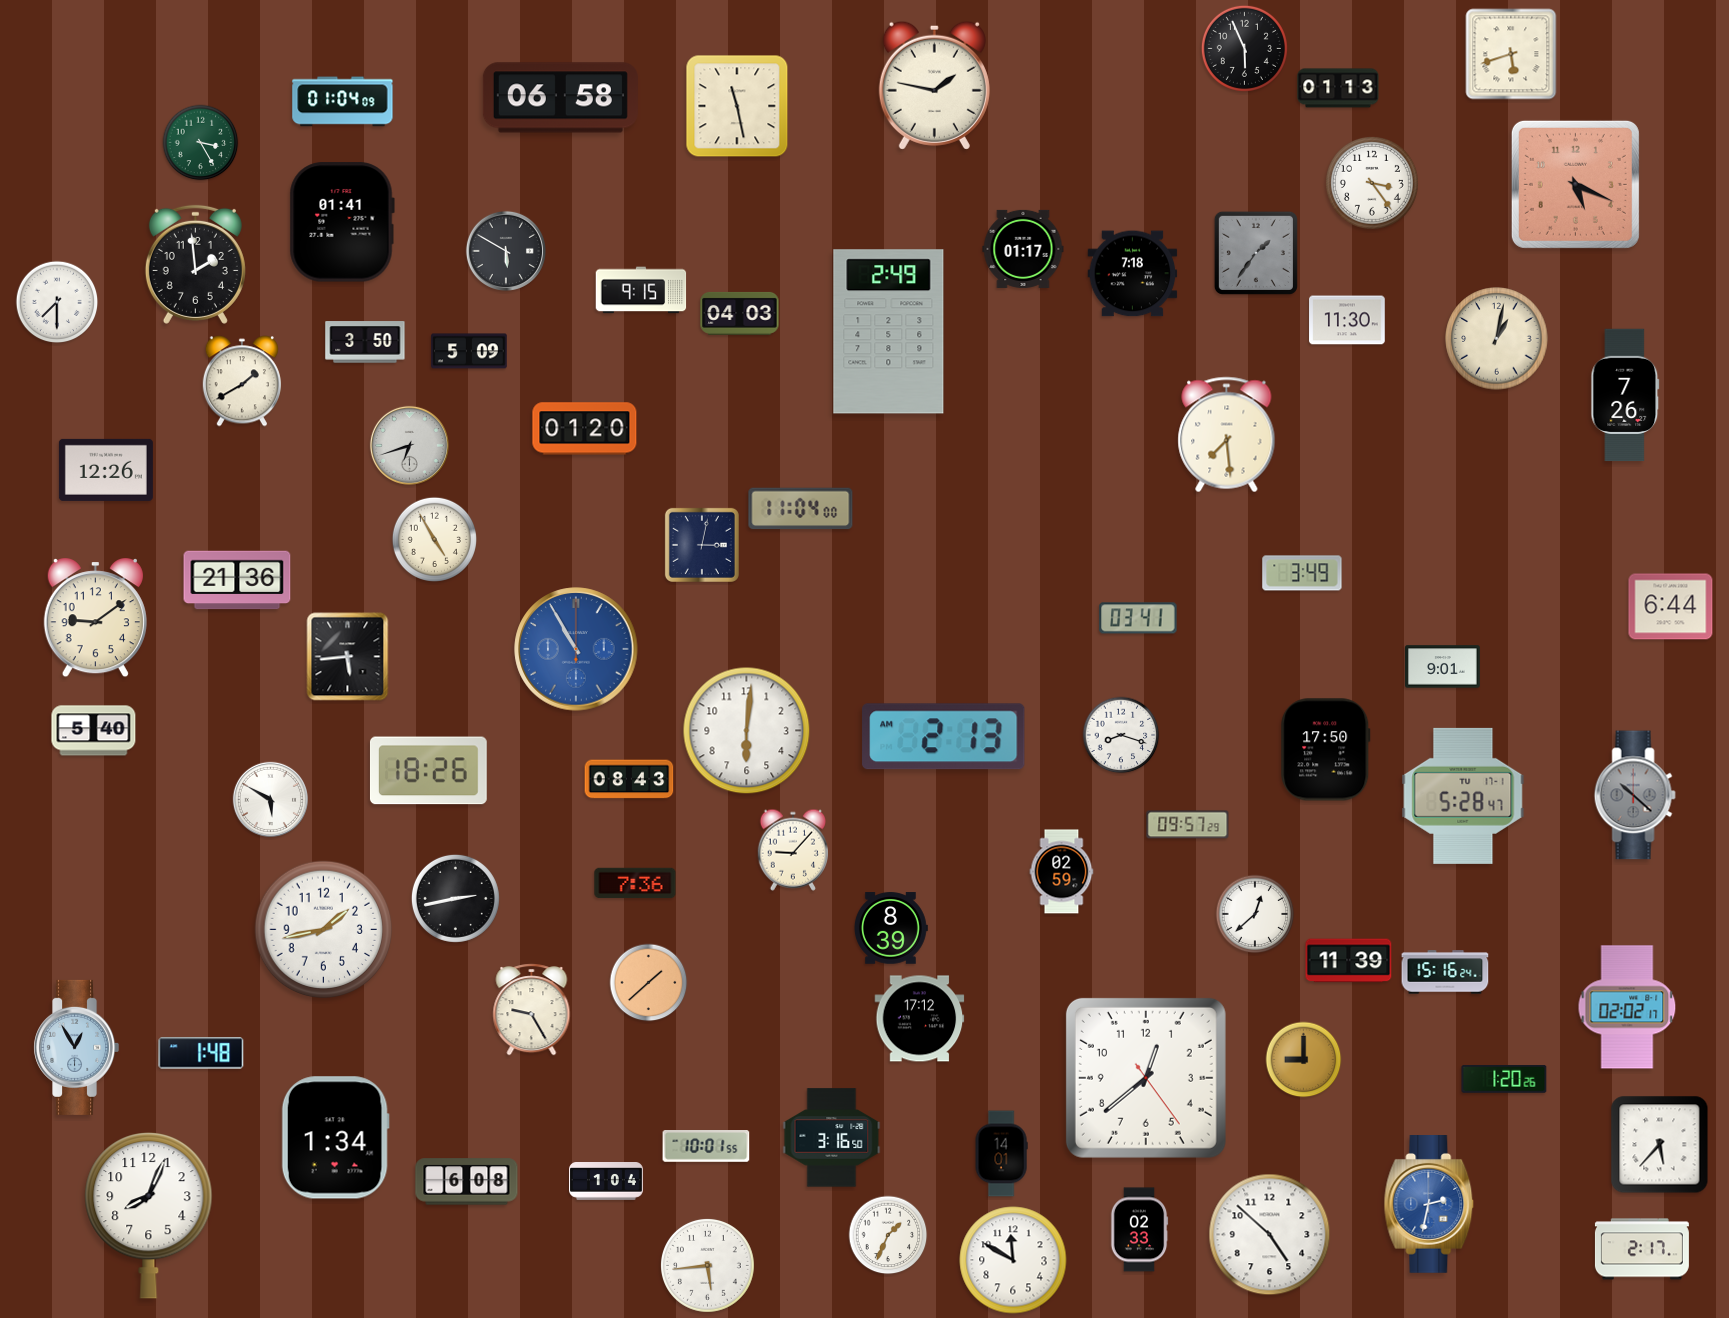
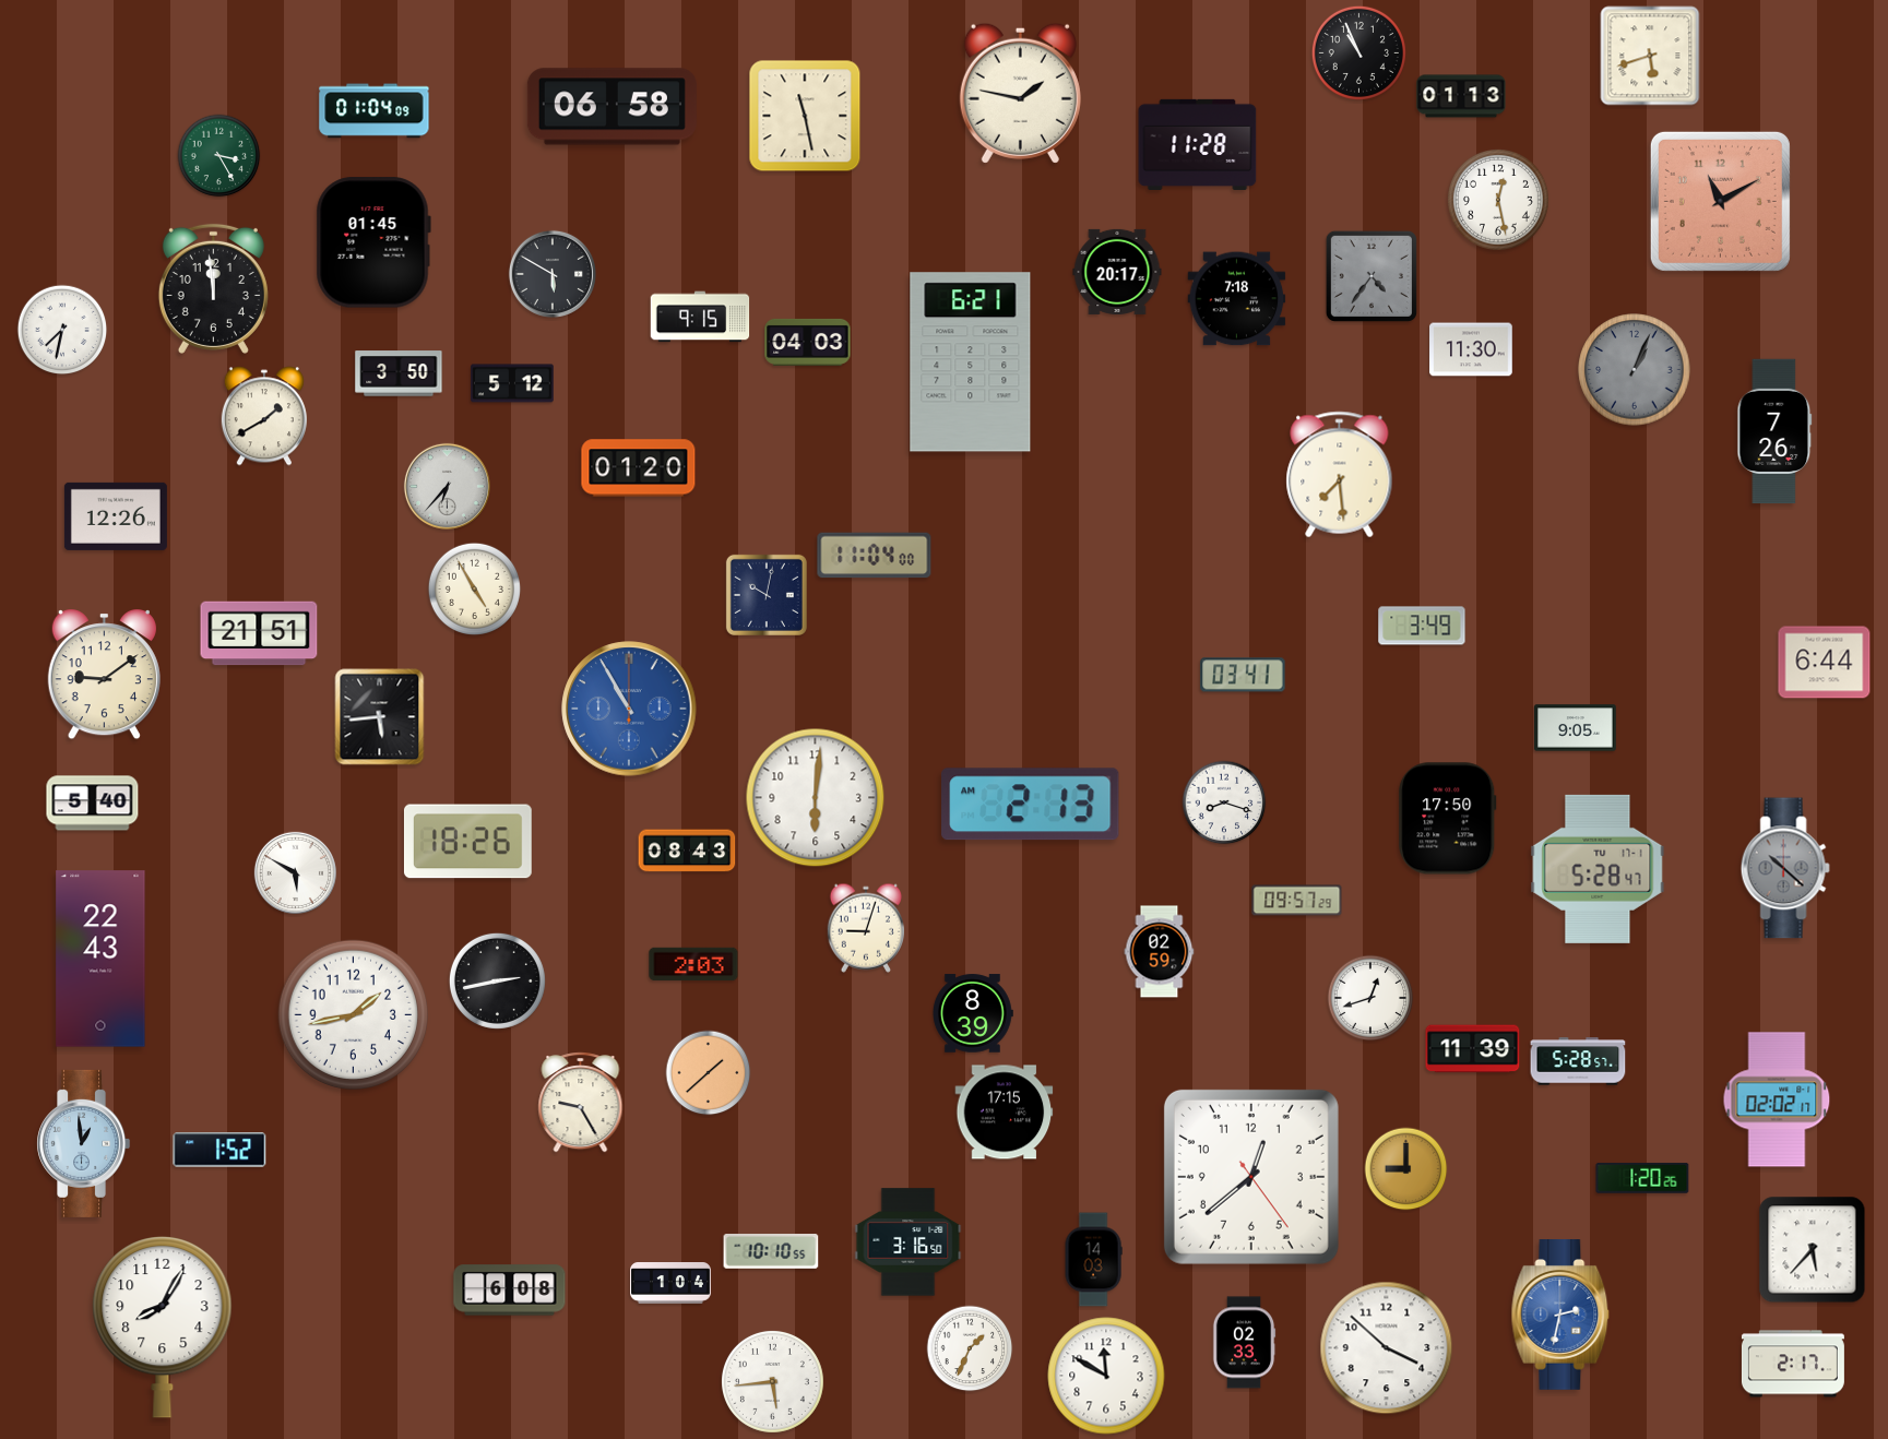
clock at (1244, 48): 5:56 -> 10:56
clock at (1511, 54) position: (1511, 54) -> (1650, 56)
clock at (1198, 144): none -> 11:28
clock at (1372, 183): 3:24 -> 12:28
clock at (1575, 184): 5:19 -> 11:10
clock at (342, 222): 01:41 -> 01:45
clock at (1023, 249): 01:17 -> 20:17
clock at (1256, 253): 1:36 -> 4:36
clock at (195, 264): 1:59 -> 11:59
clock at (57, 302): 7:30 -> 7:32
clock at (889, 332): 2:49 -> 6:21
clock at (1497, 339): 1:02 -> 1:04
clock at (1497, 339) dial: cream -> grey
clock at (469, 351): 5:09 -> 5:12
clock at (409, 445): 6:42 -> 6:37
clock at (106, 470) position: (106, 470) -> (116, 516)
clock at (702, 545): 3:02 -> 10:02
clock at (237, 580): 21:36 -> 21:51
clock at (1443, 667): 9:01 -> 9:05
clock at (94, 731) position: (94, 731) -> (93, 804)
clock at (792, 850): 9:07 -> 9:03
clock at (100, 959): none -> 22:43
clock at (635, 883): 7:36 -> 2:03
clock at (1255, 914): 12:38 -> 12:42
clock at (1445, 972): 15:16 -> 5:28
clock at (920, 1019): 17:12 -> 17:15
clock at (77, 1047): 12:55 -> 12:59
clock at (201, 1053): 1:48 -> 1:52
clock at (1304, 1060) position: (1304, 1060) -> (1406, 1169)
clock at (335, 1138): 1:34 -> none
clock at (706, 1146): 10:01 -> 10:10
clock at (1001, 1154): 14:01 -> 14:03
clock at (607, 1182) position: (607, 1182) -> (672, 1284)
clock at (149, 1216): 8:04 -> 8:05
clock at (1270, 1235): 4:52 -> 3:52
